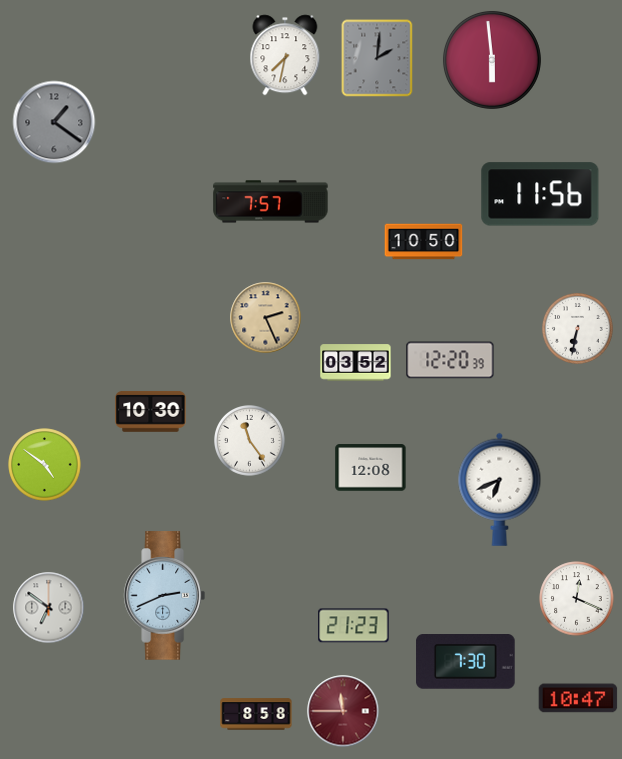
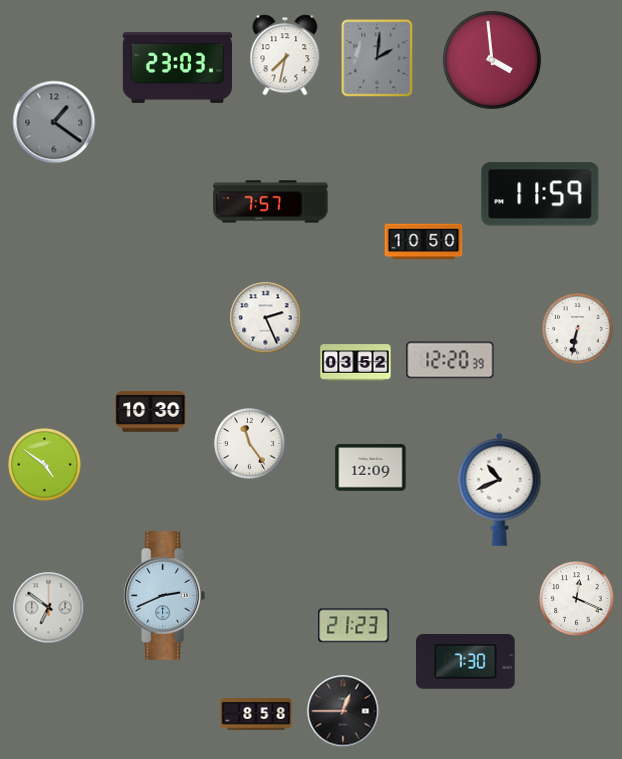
clock at (492, 60): 5:59 -> 3:59
clock at (178, 67): none -> 23:03
clock at (540, 194): 11:56 -> 11:59
clock at (266, 318) dial: champagne -> white
clock at (250, 441) position: (250, 441) -> (250, 444)
clock at (371, 468): 12:08 -> 12:09
clock at (500, 489): 6:41 -> 10:41
clock at (578, 698): 10:47 -> none
clock at (343, 711): 11:45 -> 12:45
clock at (343, 711) dial: burgundy -> black
